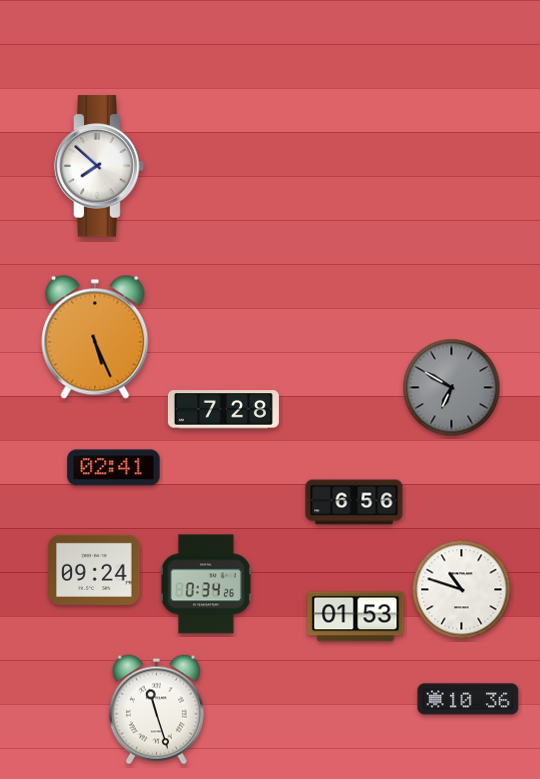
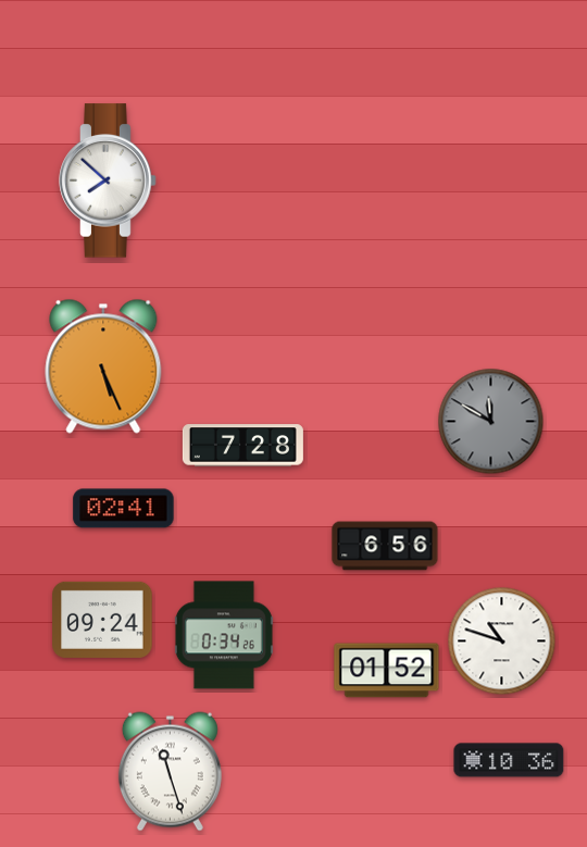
clock at (452, 388): 6:50 -> 11:50
clock at (356, 617): 01:53 -> 01:52
